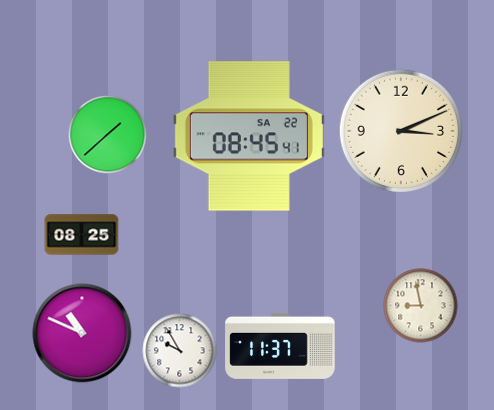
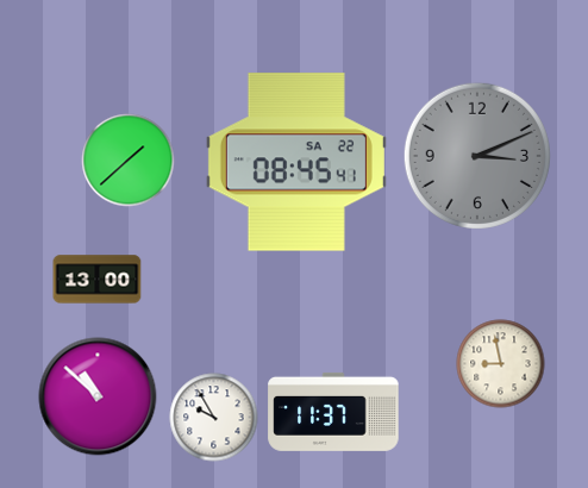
clock at (401, 131) dial: cream -> grey
clock at (82, 235): 08:25 -> 13:00
clock at (82, 333): 10:49 -> 10:52
